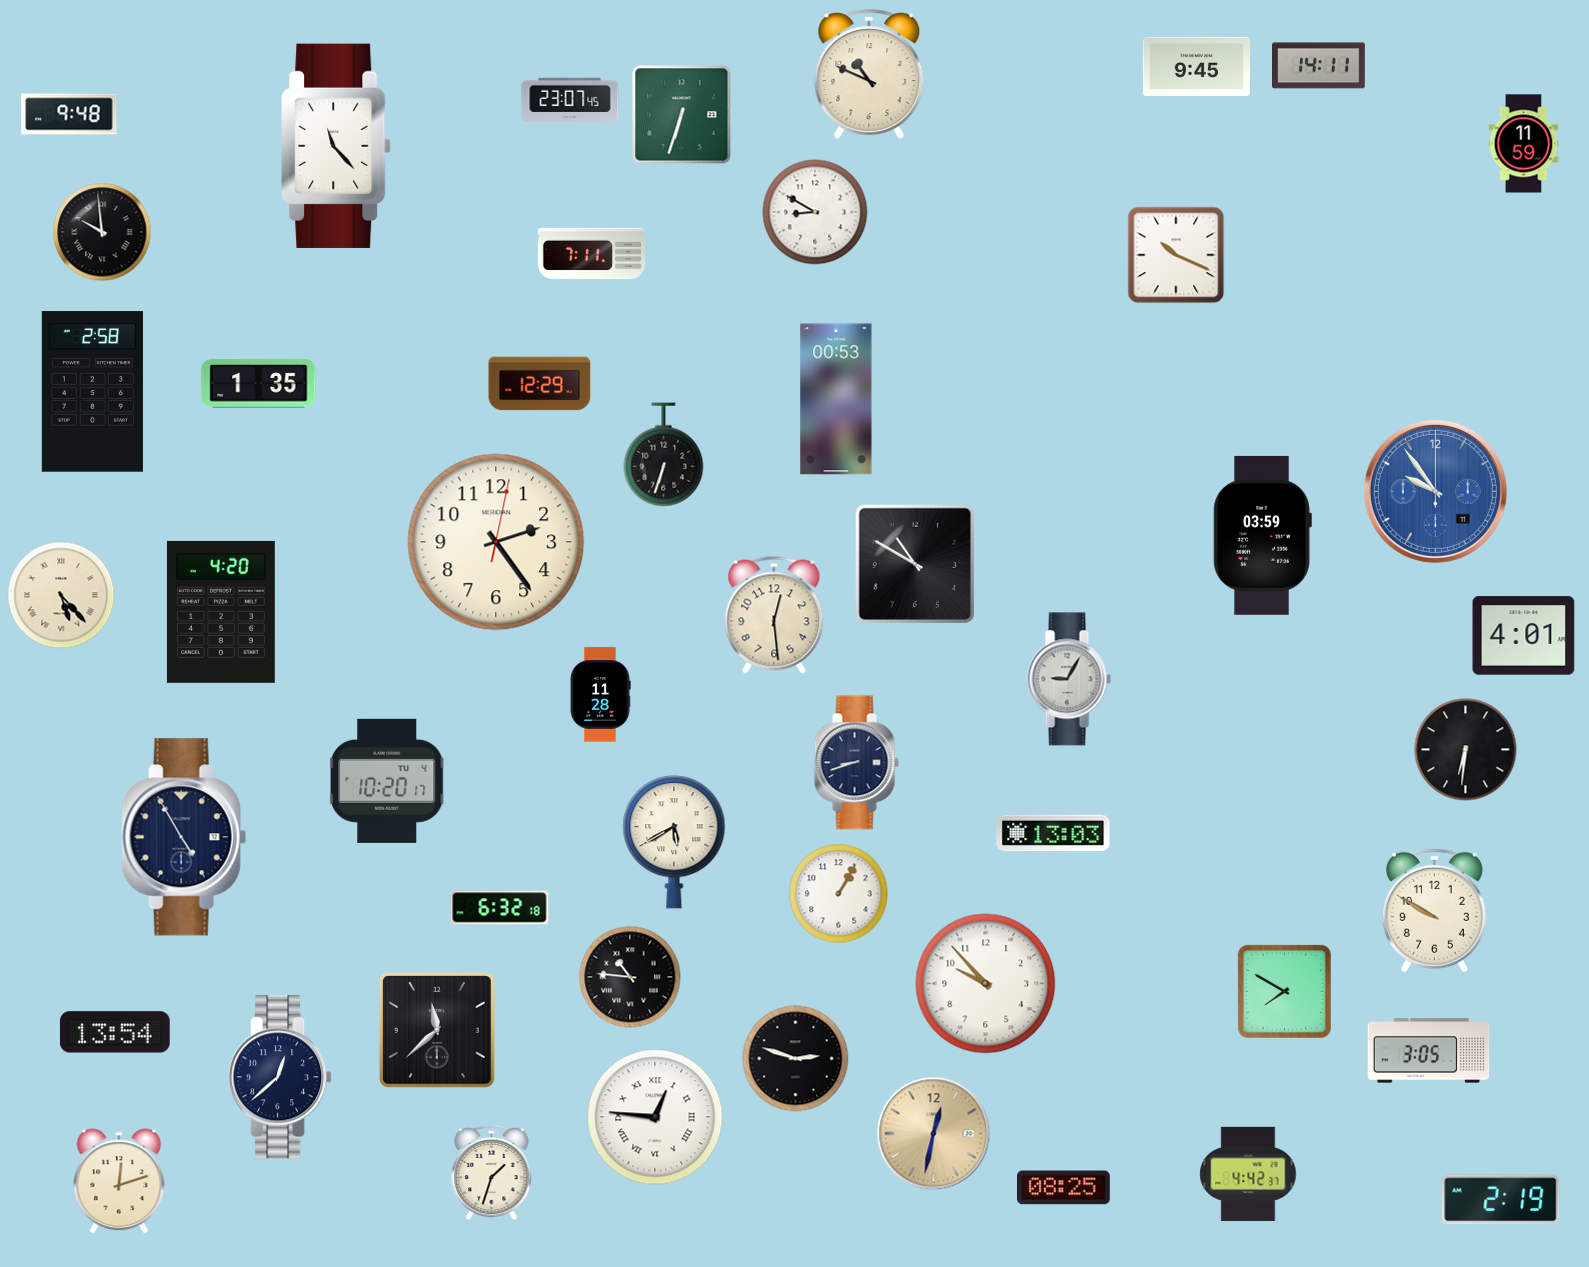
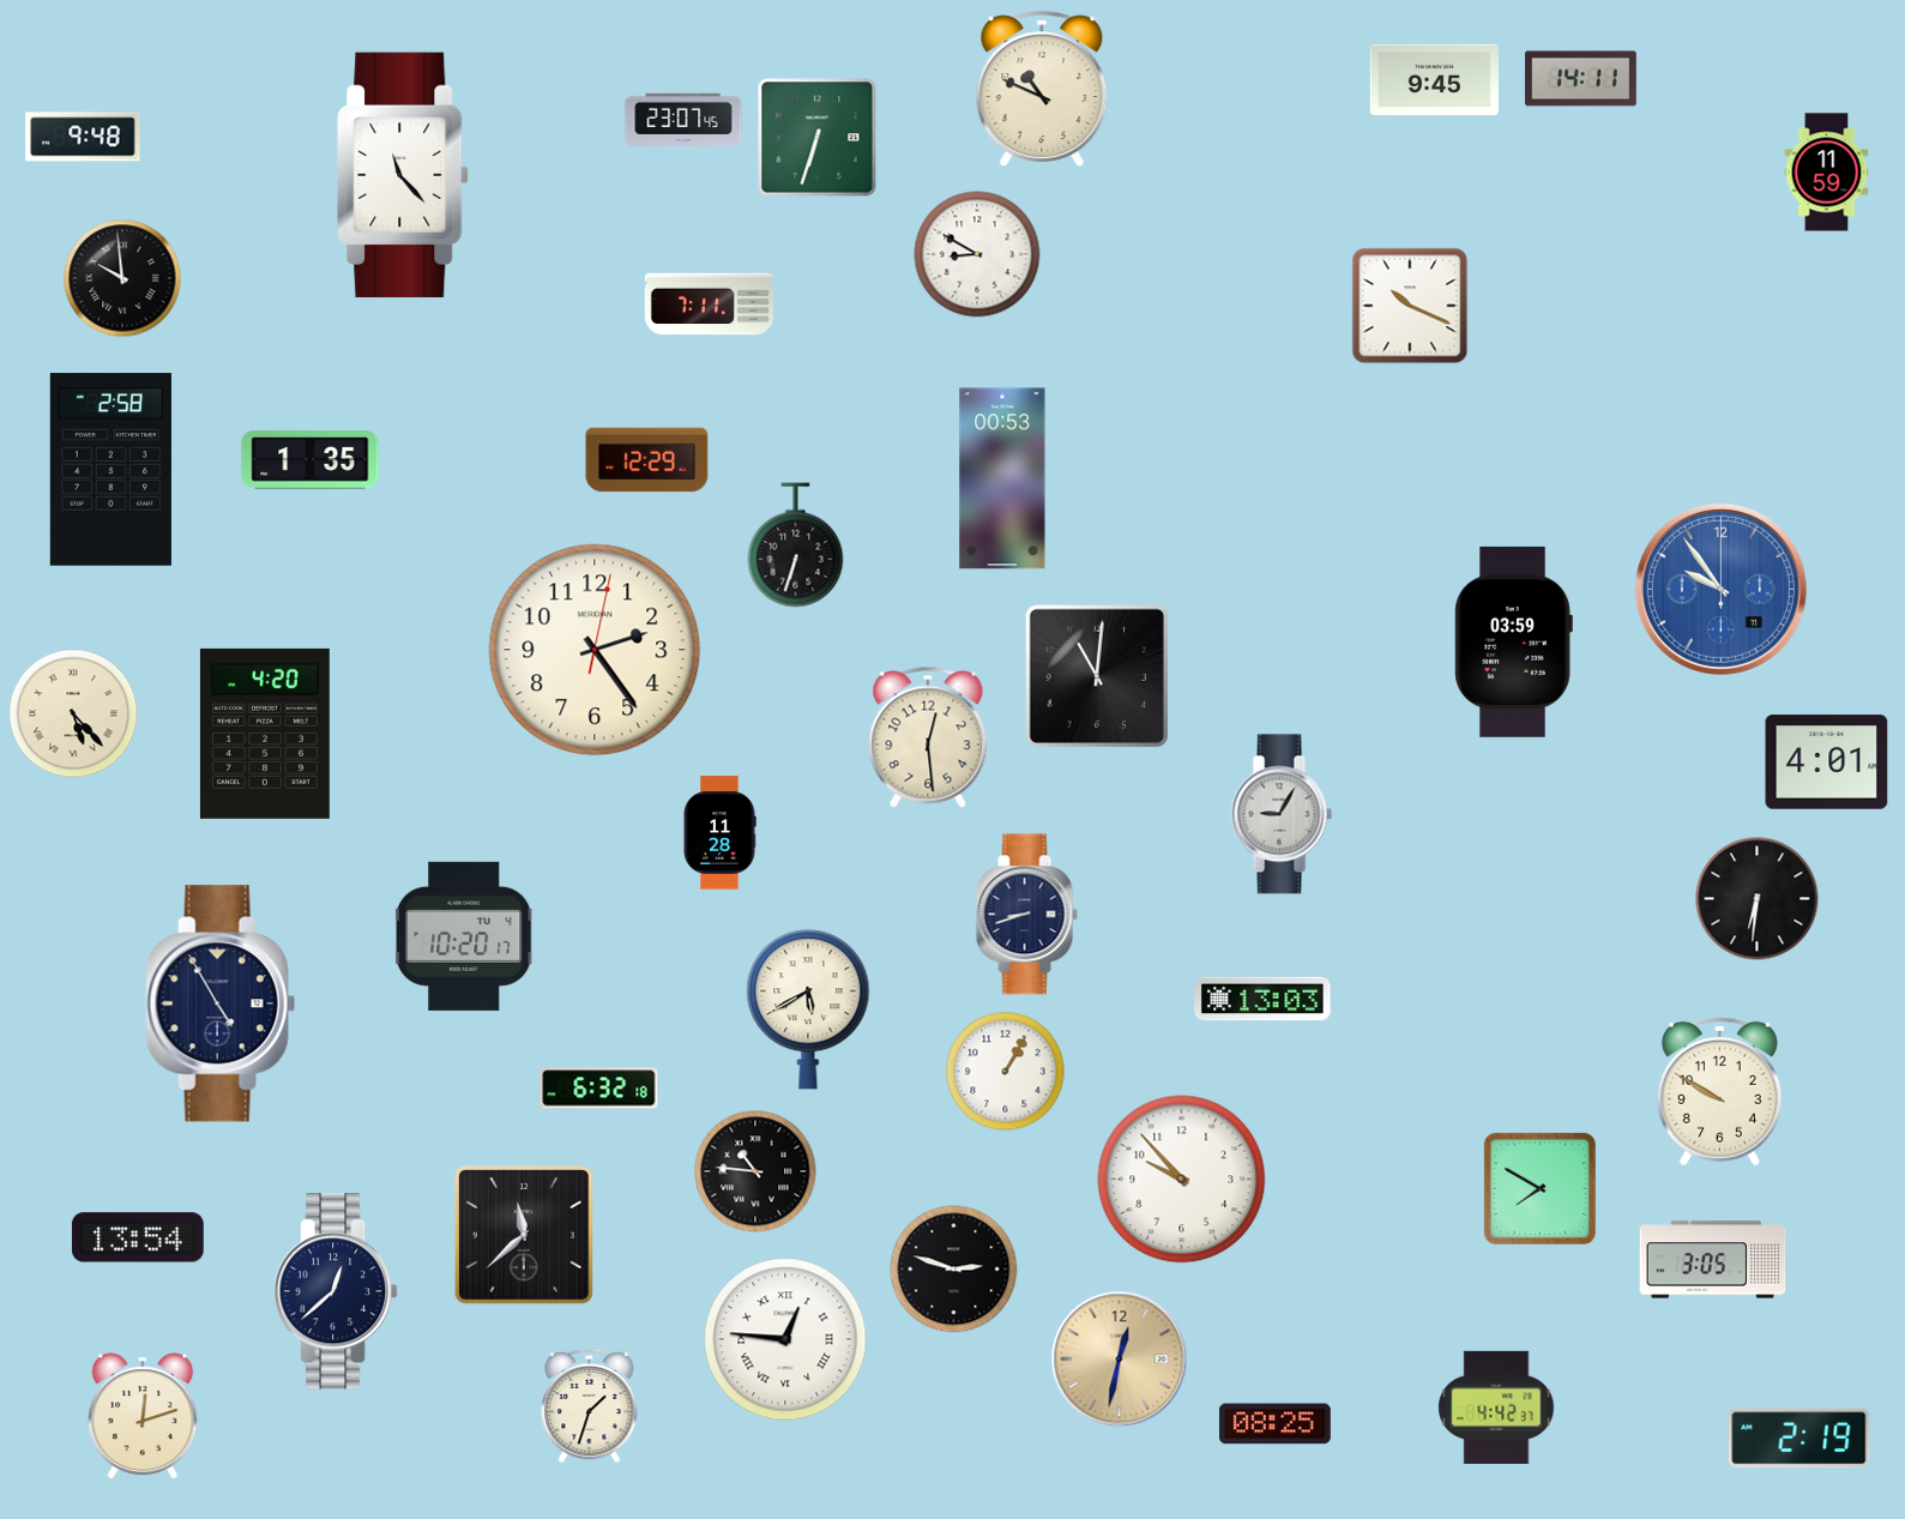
clock at (915, 564): 10:50 -> 11:01
